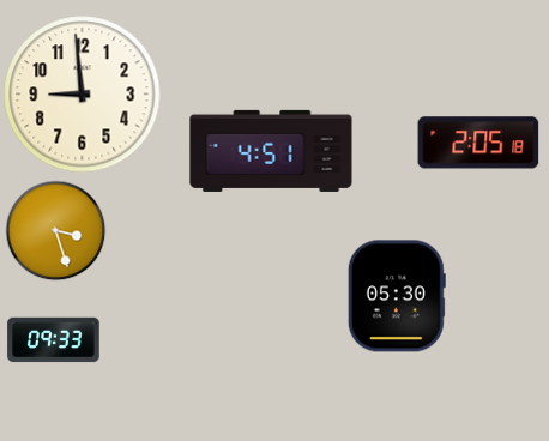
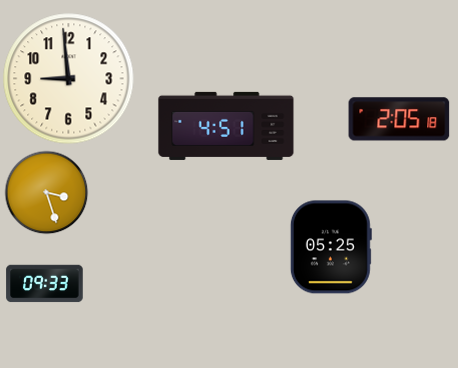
clock at (397, 296): 05:30 -> 05:25
